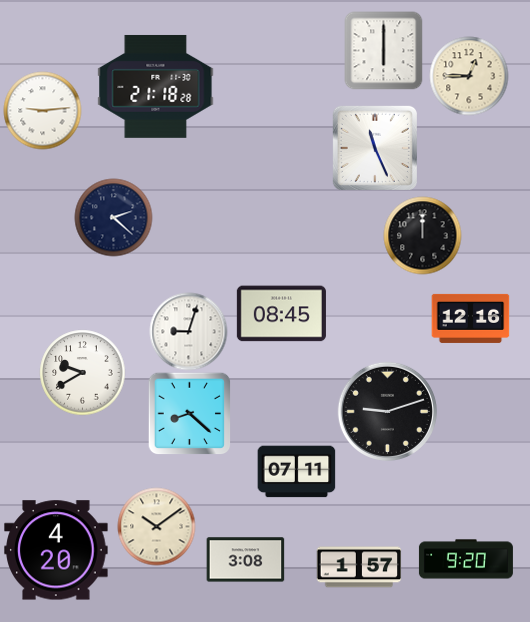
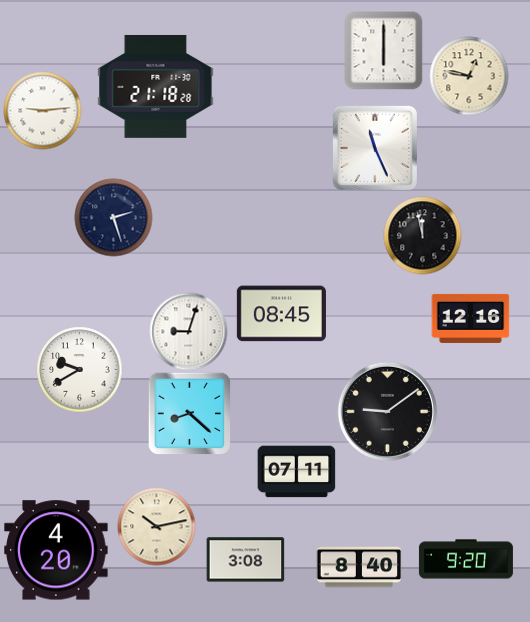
clock at (469, 76): 12:45 -> 12:47
clock at (113, 217): 2:22 -> 2:27
clock at (422, 235): 12:00 -> 11:58
clock at (82, 372) position: (82, 372) -> (79, 369)
clock at (387, 411): 9:12 -> 9:09
clock at (156, 526): 10:09 -> 10:13
clock at (359, 567): 1:57 -> 8:40
